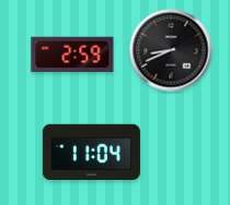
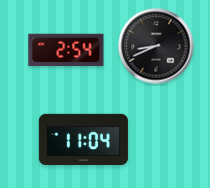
clock at (72, 55): 2:59 -> 2:54
